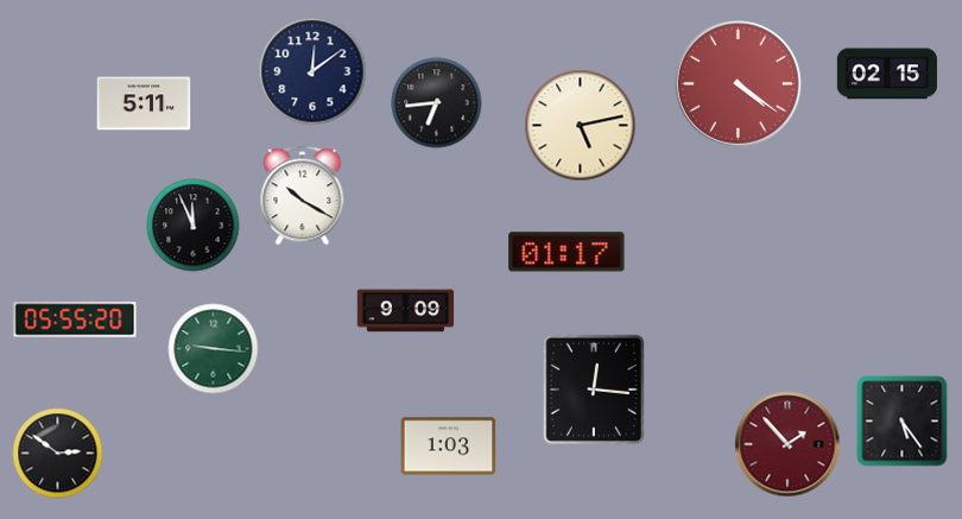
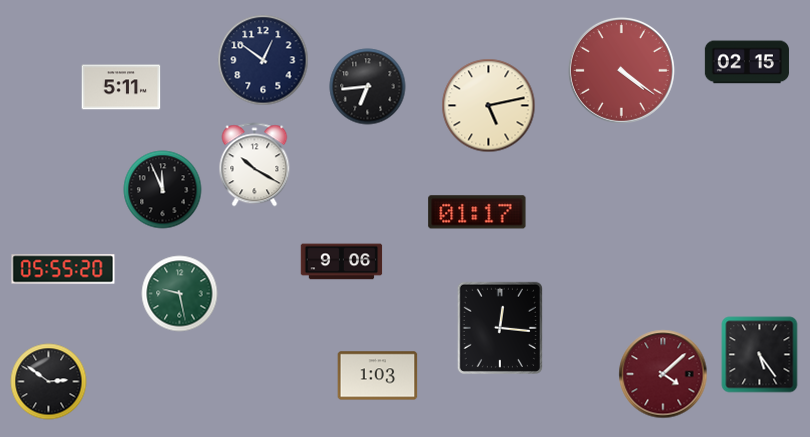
clock at (312, 71): 12:09 -> 12:51
clock at (406, 311): 9:09 -> 9:06
clock at (214, 349): 9:16 -> 9:28
clock at (787, 444): 1:53 -> 4:08
